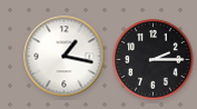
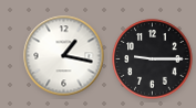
clock at (154, 60): 2:15 -> 9:15
